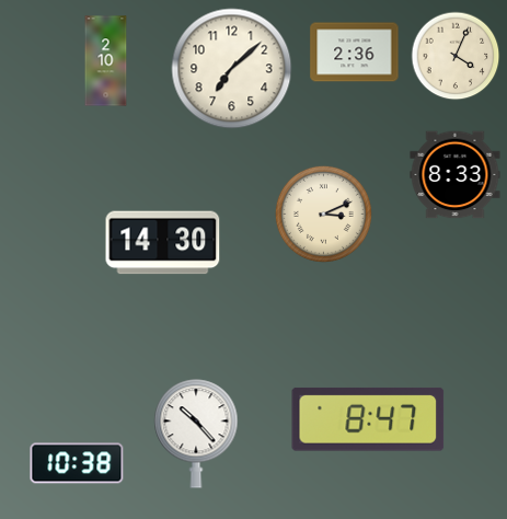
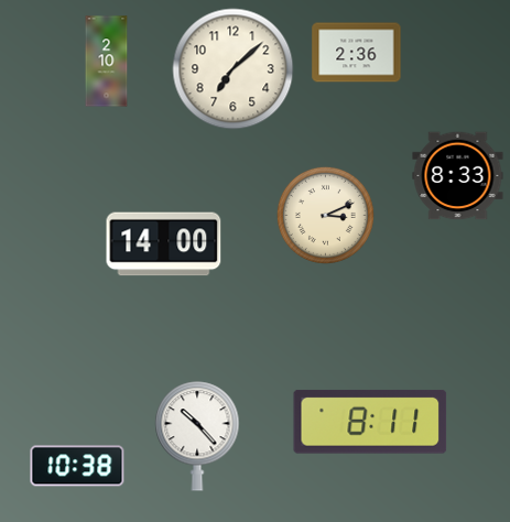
clock at (456, 56): 4:04 -> none
clock at (163, 243): 14:30 -> 14:00
clock at (368, 419): 8:47 -> 8:11
